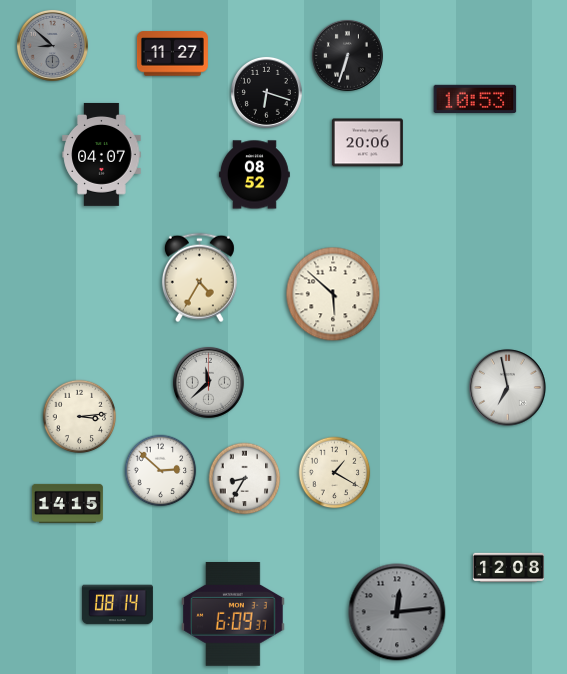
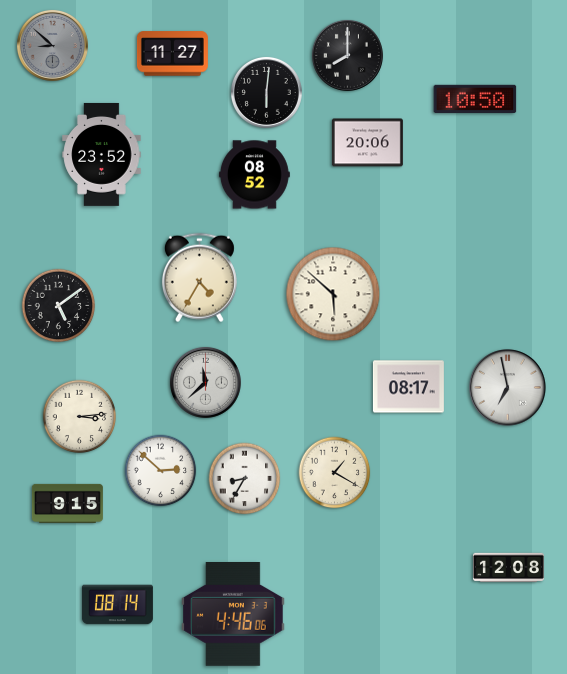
clock at (347, 55): 6:33 -> 8:00
clock at (266, 92): 6:18 -> 6:01
clock at (475, 98): 10:53 -> 10:50
clock at (102, 155): 04:07 -> 23:52
clock at (59, 306): none -> 5:09
clock at (208, 382) position: (208, 382) -> (205, 382)
clock at (408, 387): none -> 08:17
clock at (67, 503): 14:15 -> 9:15
clock at (397, 612): 12:14 -> none
clock at (234, 615): 6:09 -> 4:46
